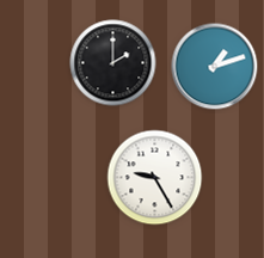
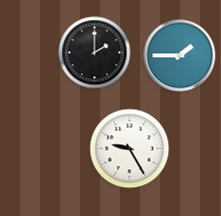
clock at (215, 67): 1:12 -> 1:45
